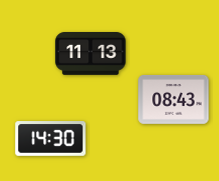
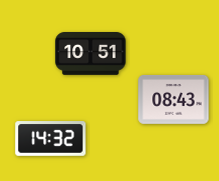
clock at (91, 54): 11:13 -> 10:51
clock at (51, 139): 14:30 -> 14:32
